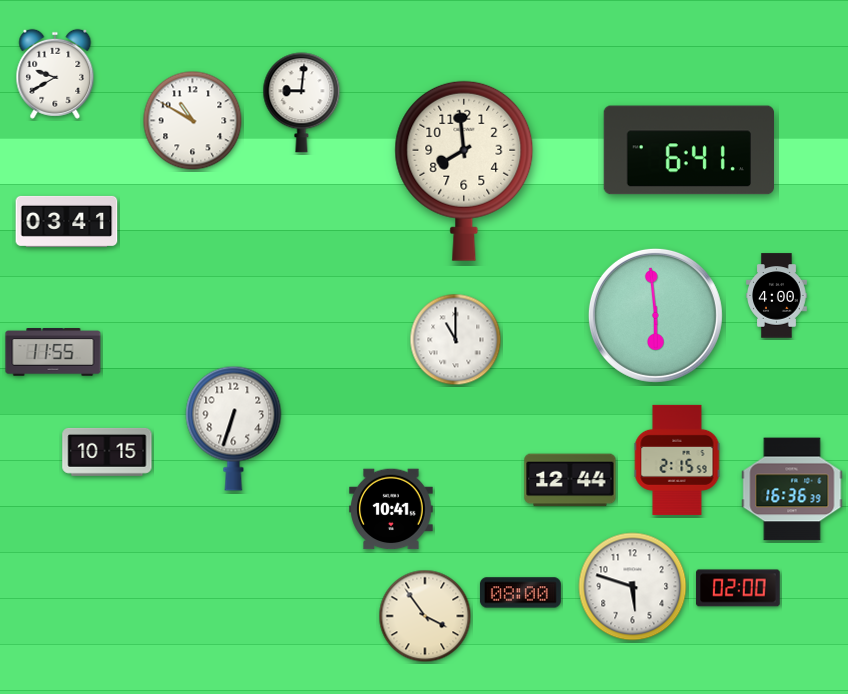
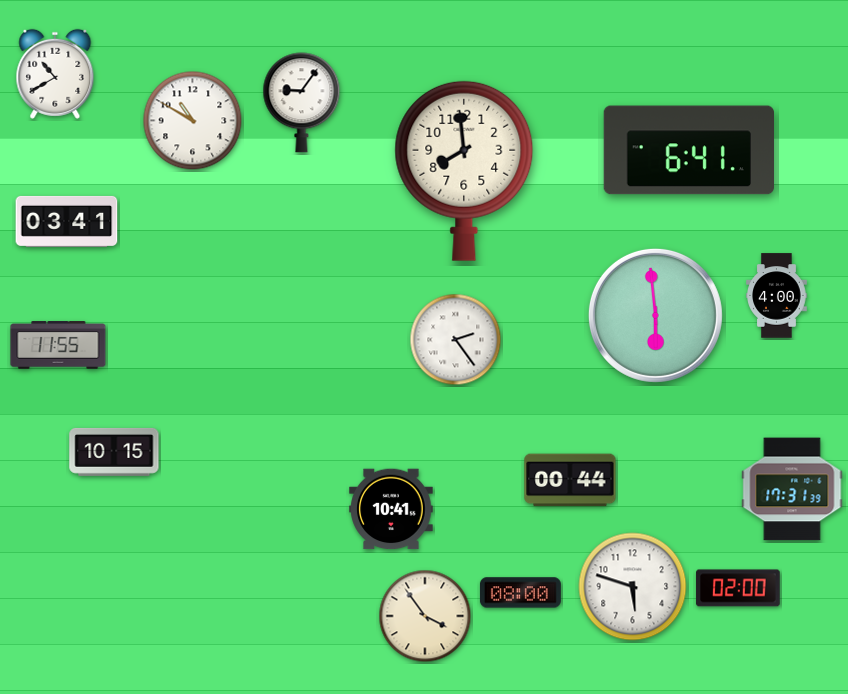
clock at (55, 74): 9:40 -> 10:40
clock at (302, 103): 9:01 -> 9:06
clock at (456, 340): 11:00 -> 2:24
clock at (53, 352) position: (53, 352) -> (58, 345)
clock at (234, 428): 6:33 -> none
clock at (107, 452) position: (107, 452) -> (114, 452)
clock at (677, 460): 2:15 -> none
clock at (570, 480): 12:44 -> 00:44
clock at (792, 489): 16:36 -> 17:31
